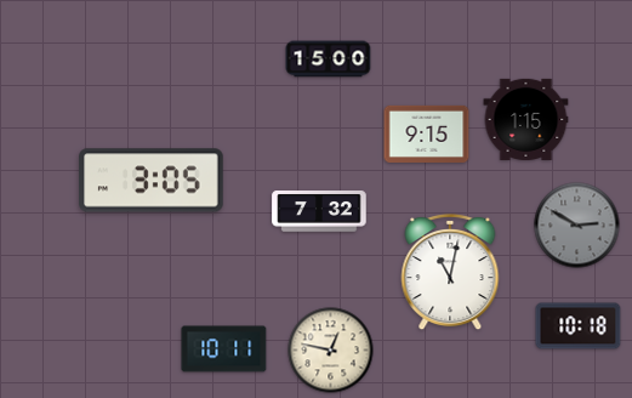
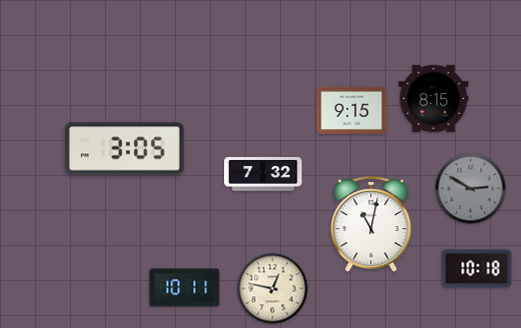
clock at (329, 59): 15:00 -> none
clock at (526, 119): 1:15 -> 8:15
clock at (577, 226) position: (577, 226) -> (471, 189)
